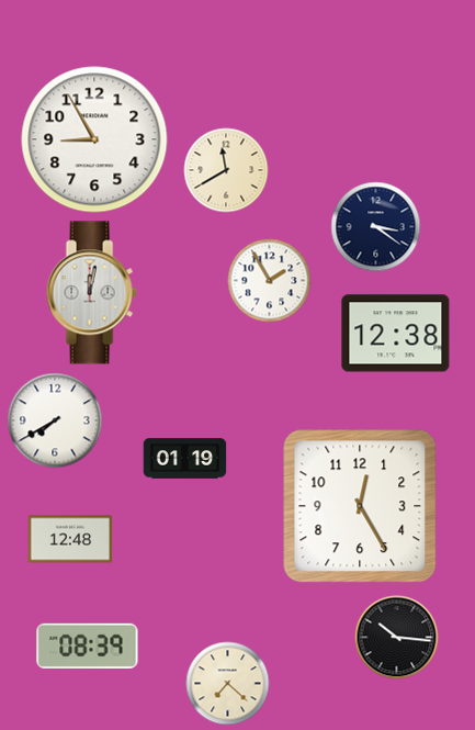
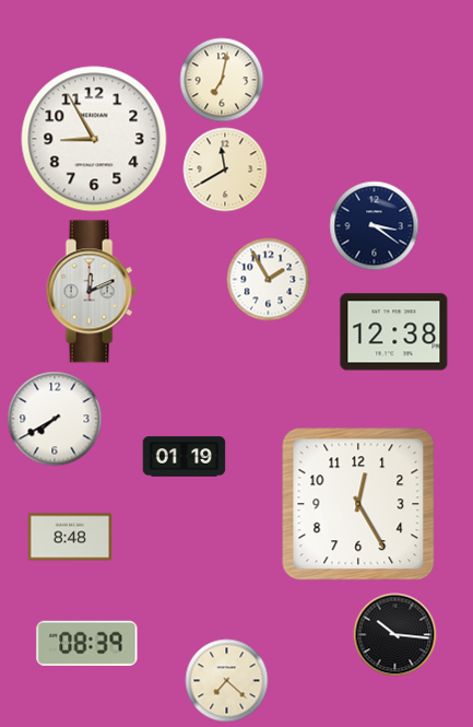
clock at (222, 80): none -> 7:02
clock at (91, 293): 12:02 -> 12:11
clock at (70, 539): 12:48 -> 8:48
